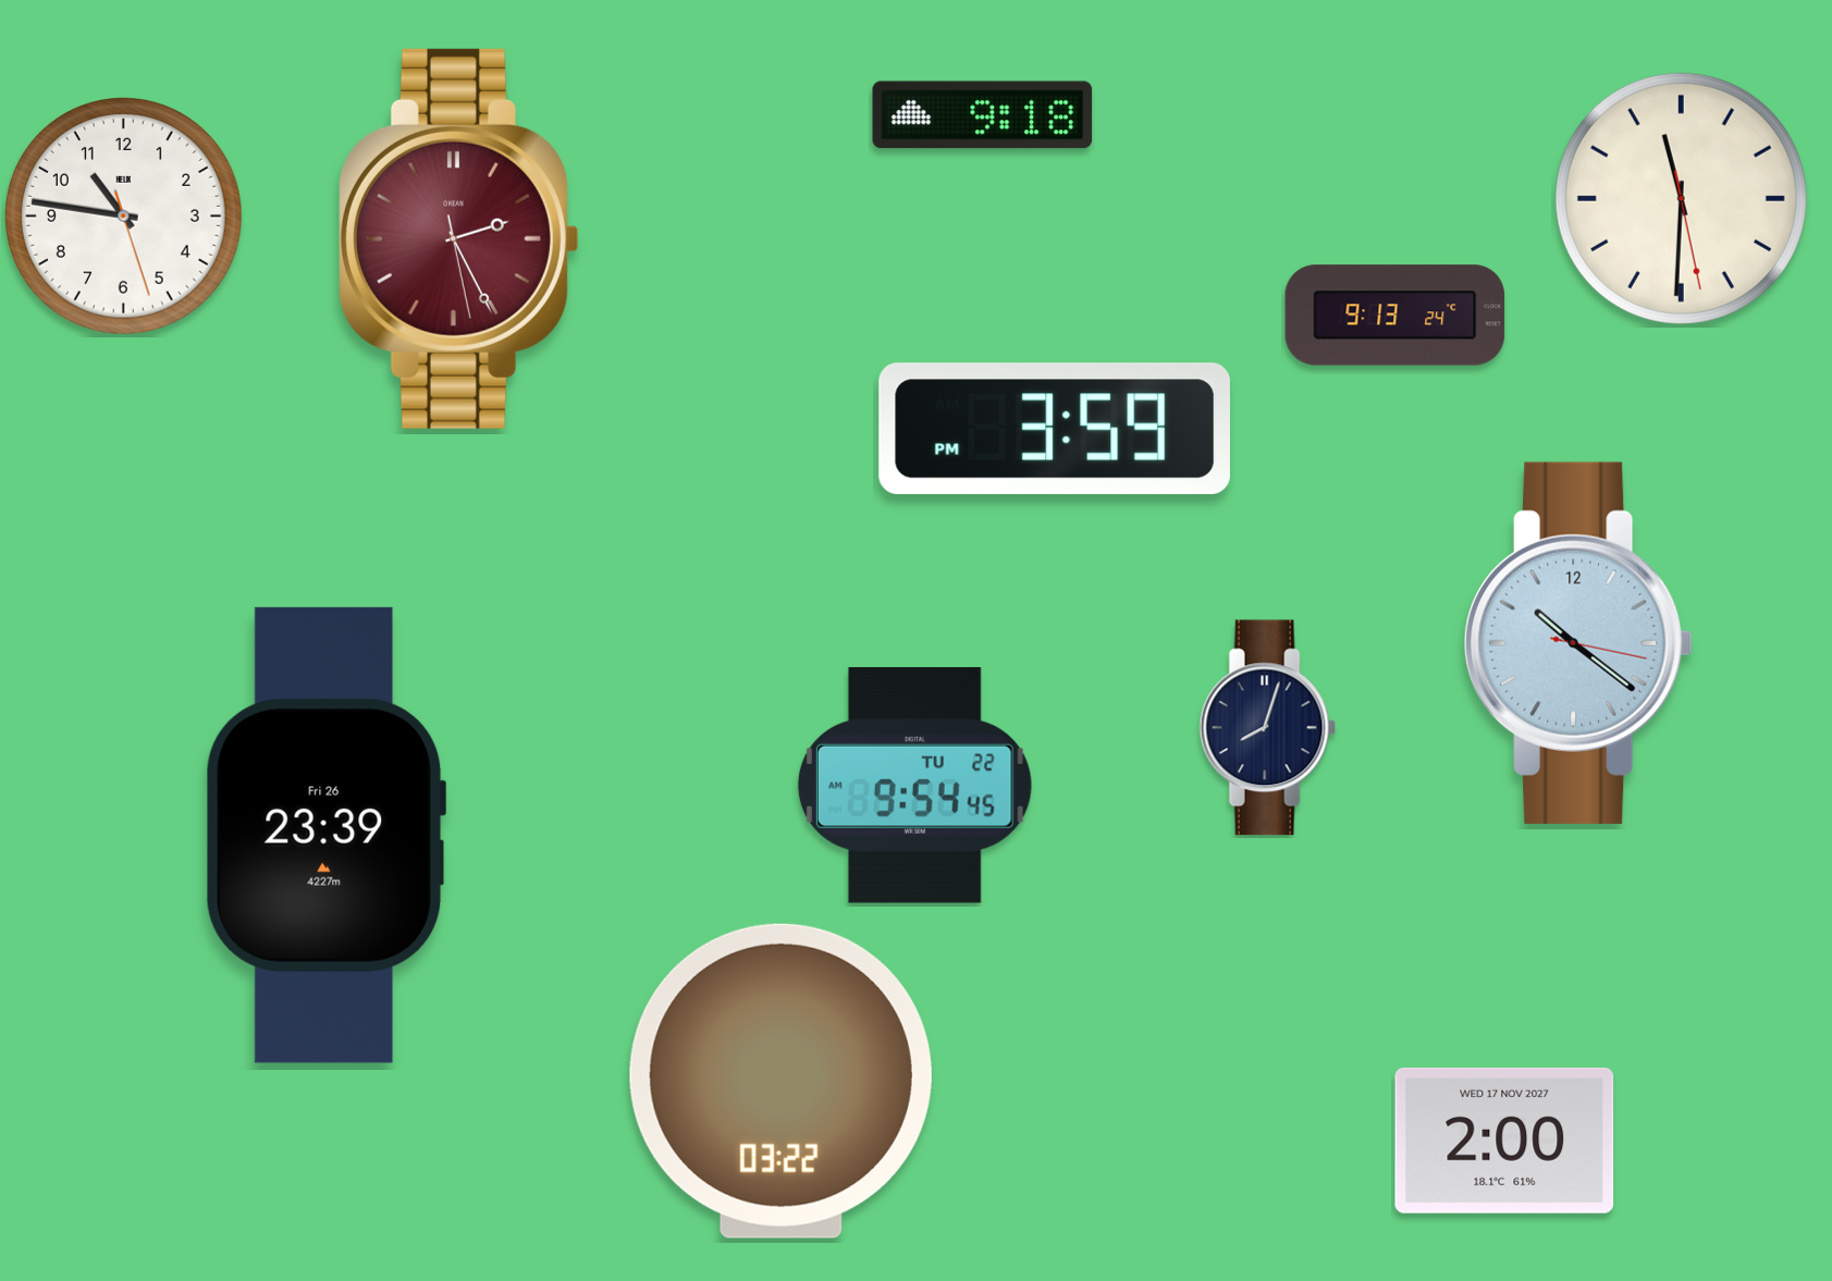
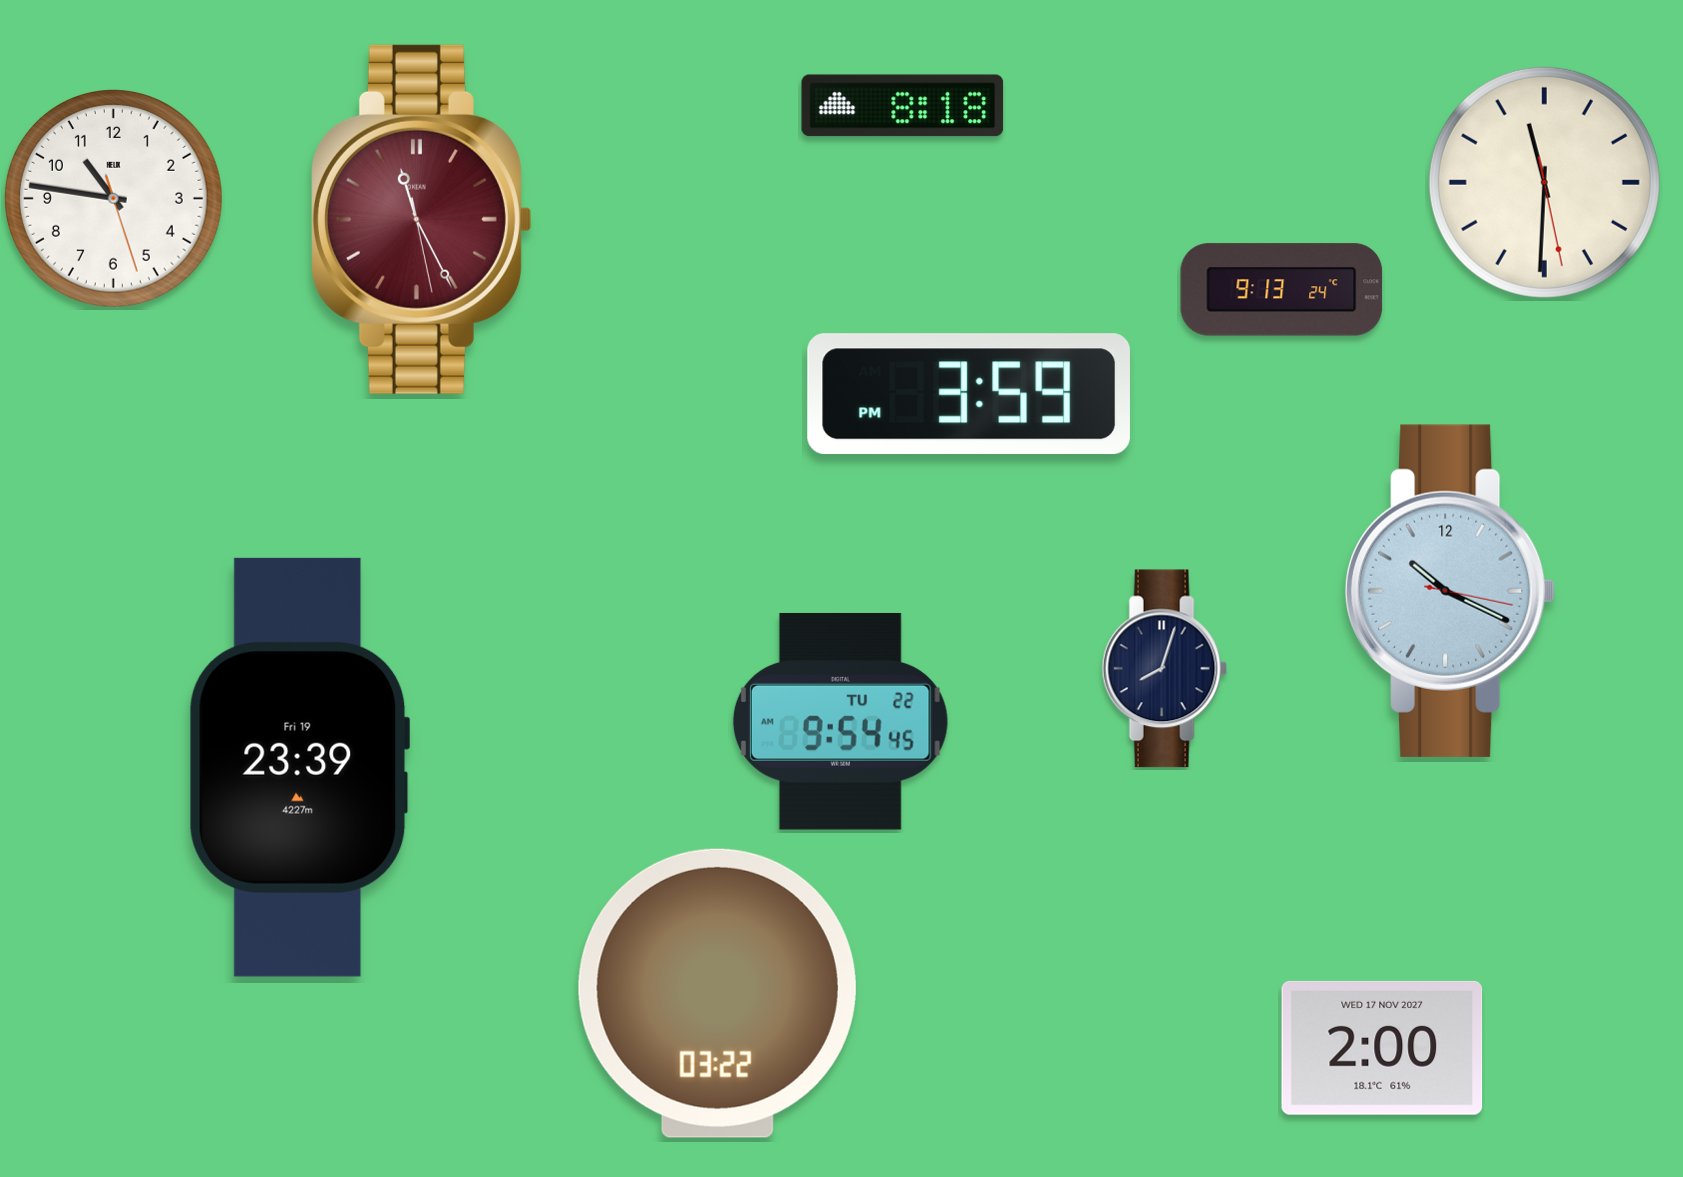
clock at (983, 115): 9:18 -> 8:18
clock at (458, 238): 2:25 -> 11:25
clock at (1579, 643): 10:21 -> 10:19
clock at (325, 835) date: Fri 26 -> Fri 19
